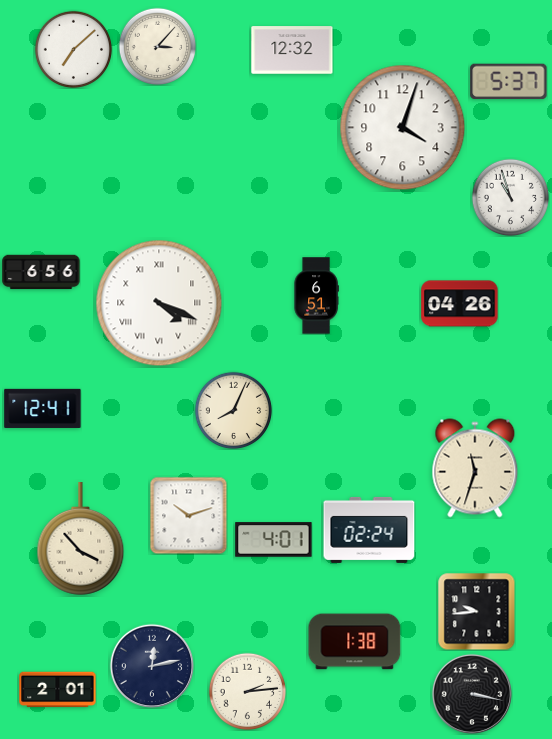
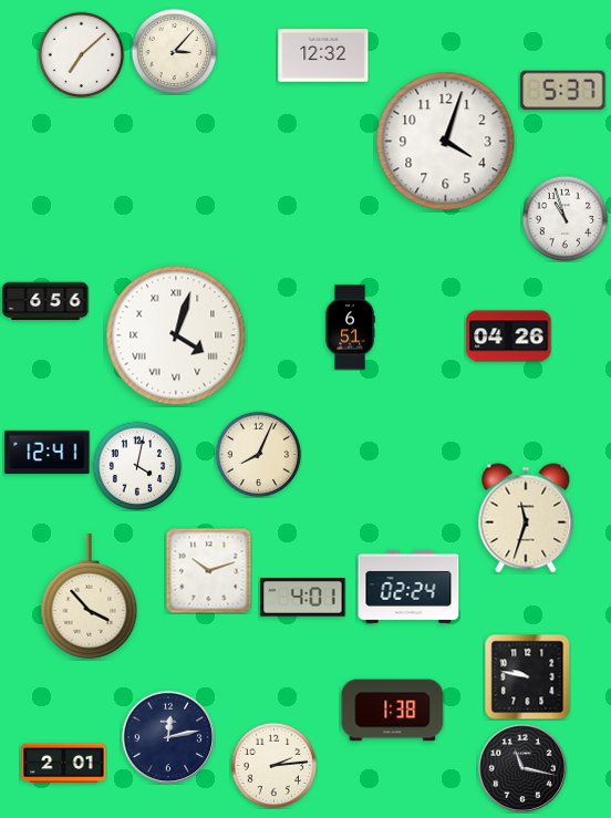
clock at (159, 303): 4:19 -> 4:03
clock at (137, 466): none -> 4:02
clock at (476, 611): 9:44 -> 9:47
clock at (472, 694): 3:17 -> 11:17
